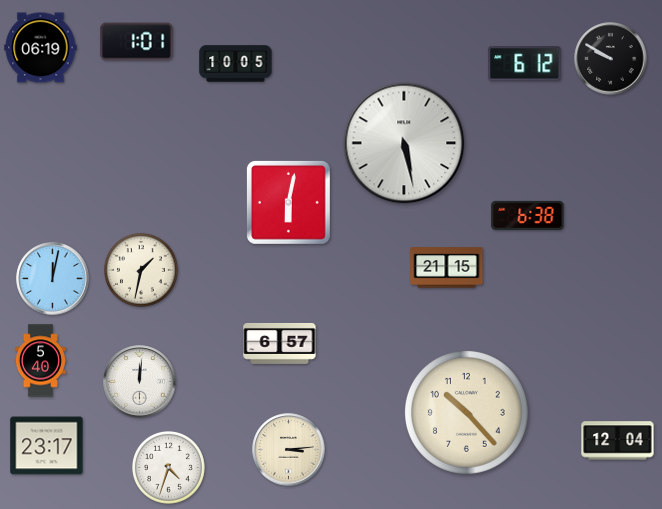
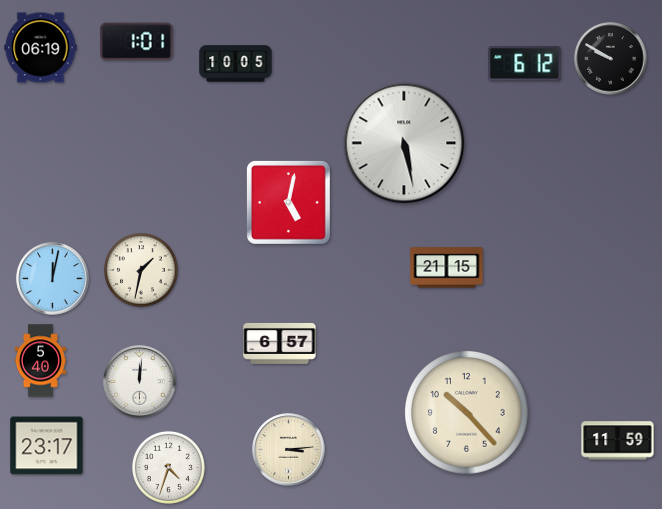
clock at (288, 202): 6:02 -> 5:02
clock at (528, 215): 6:38 -> none
clock at (618, 441): 12:04 -> 11:59
